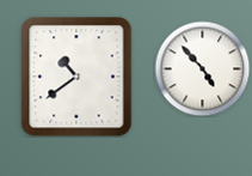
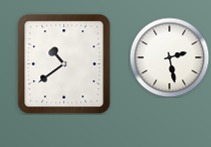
clock at (202, 68): 4:53 -> 2:28
